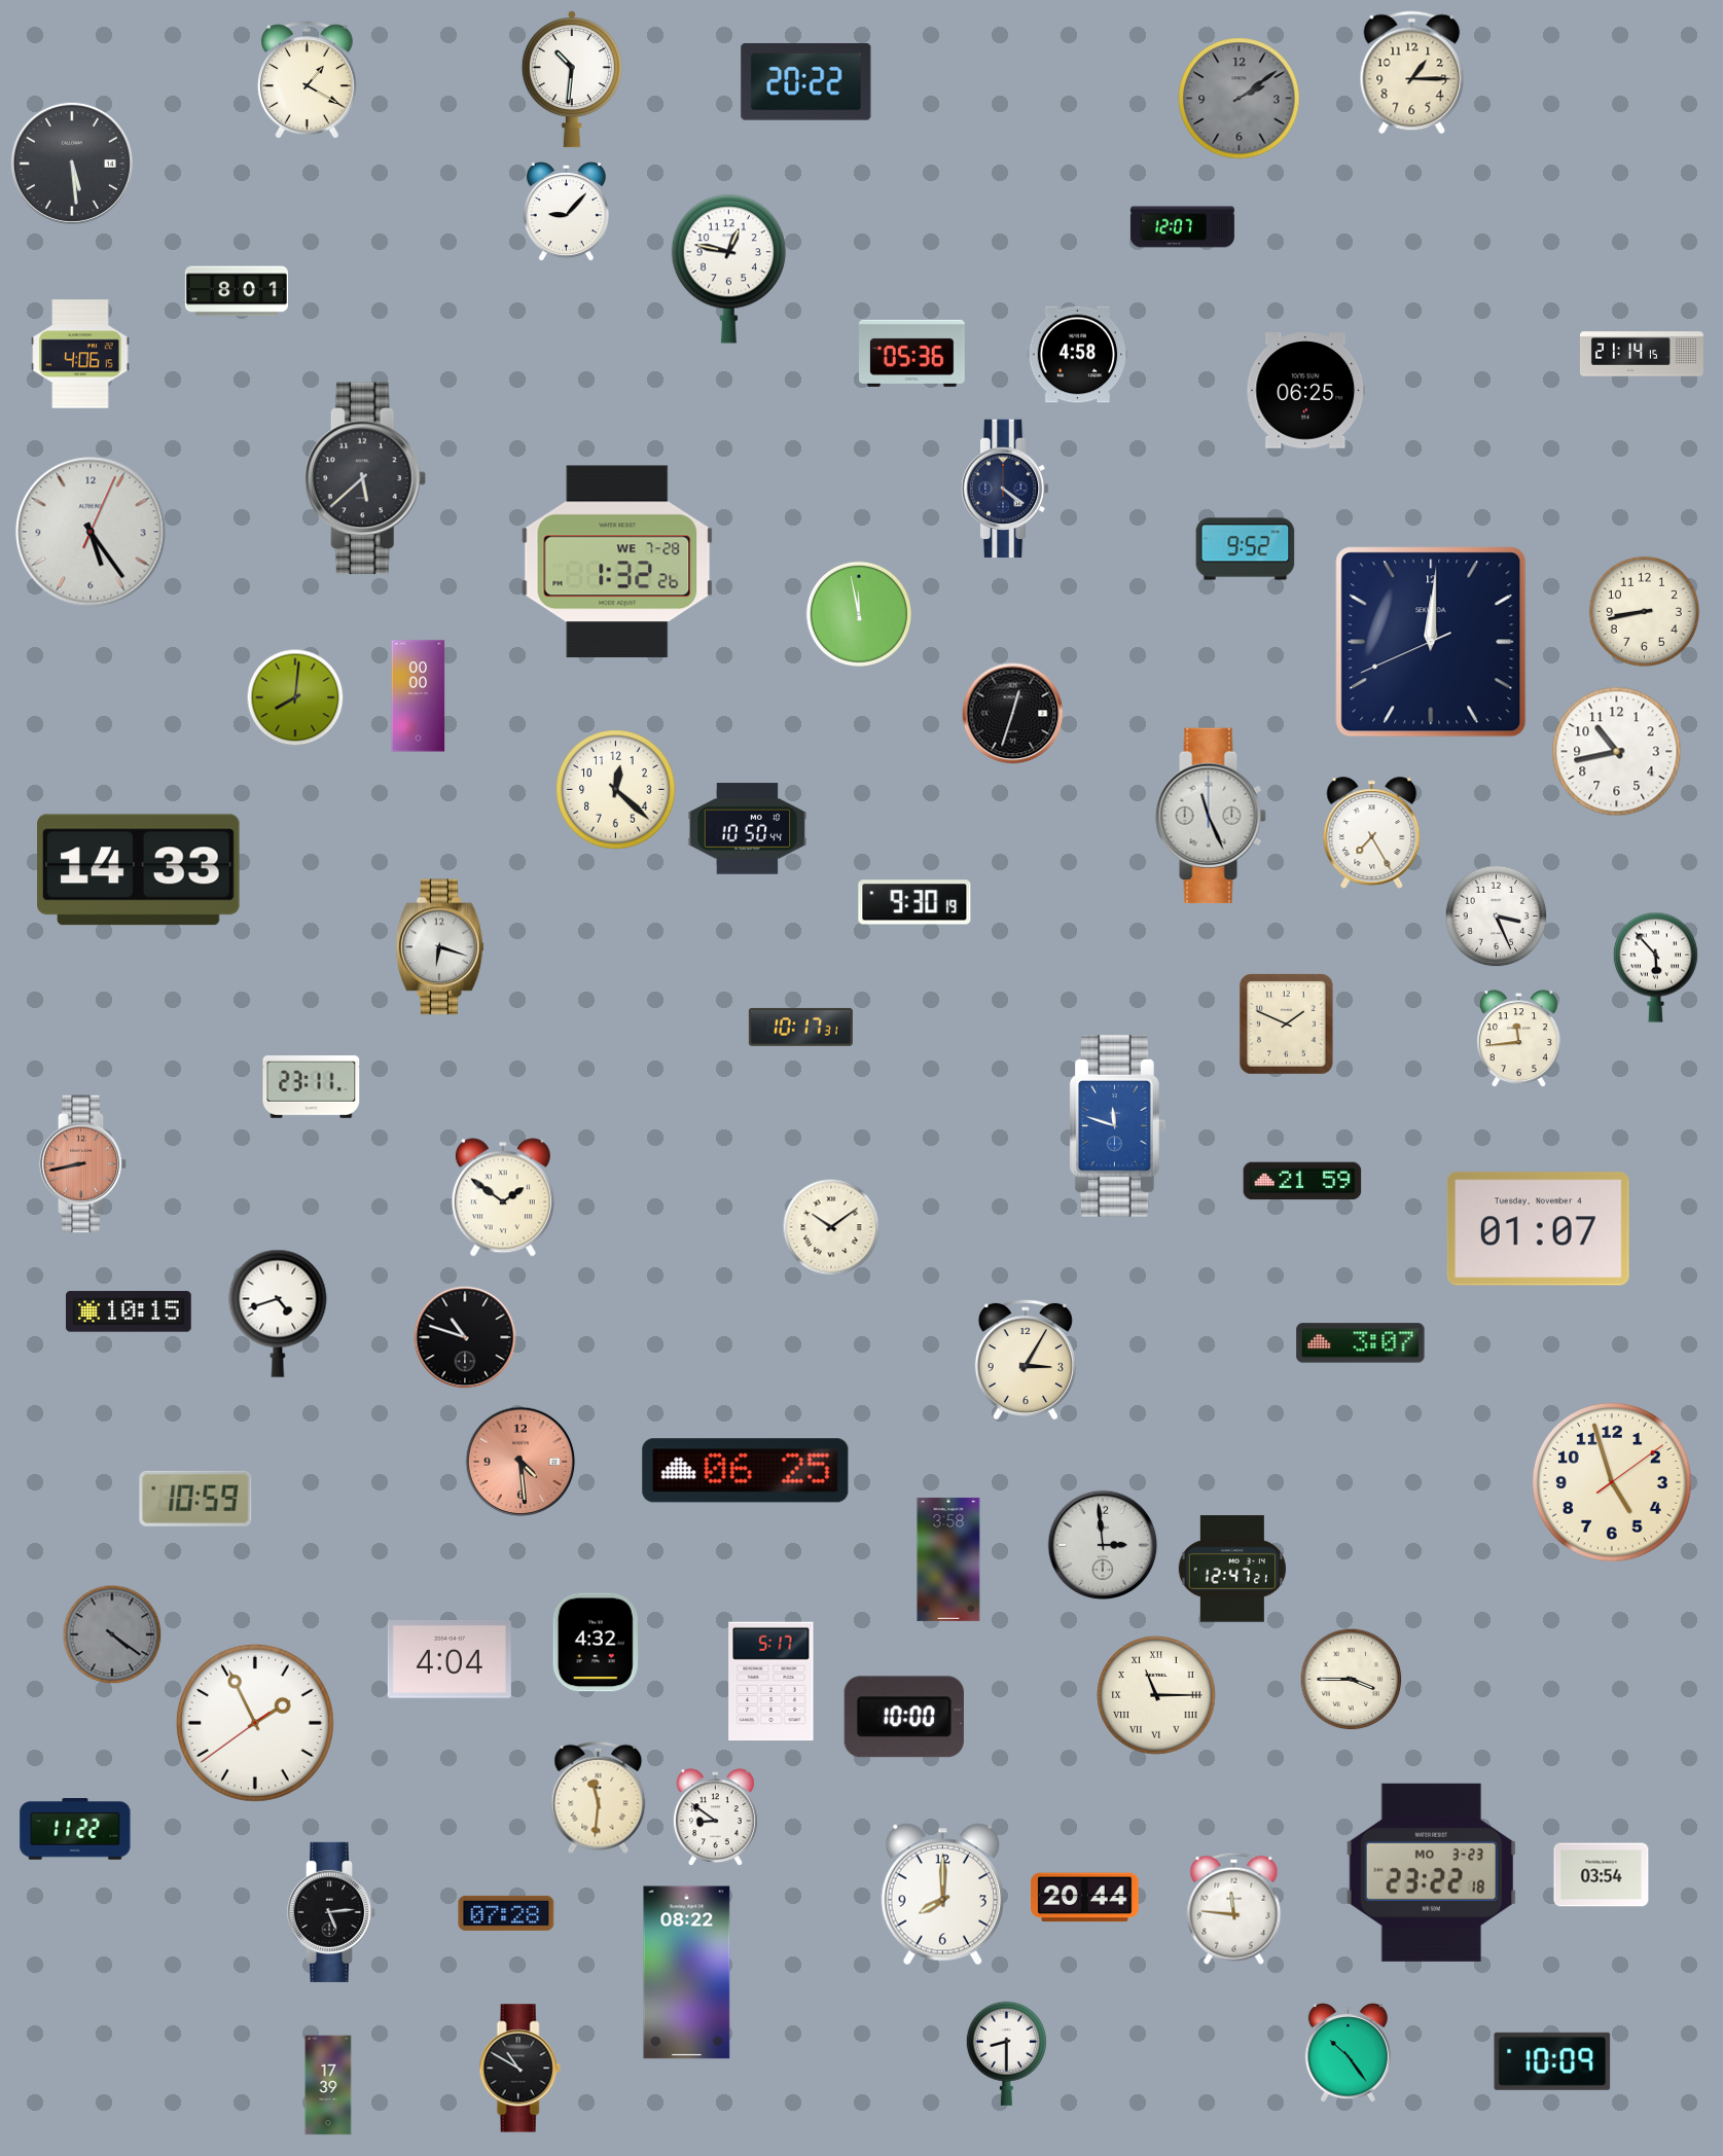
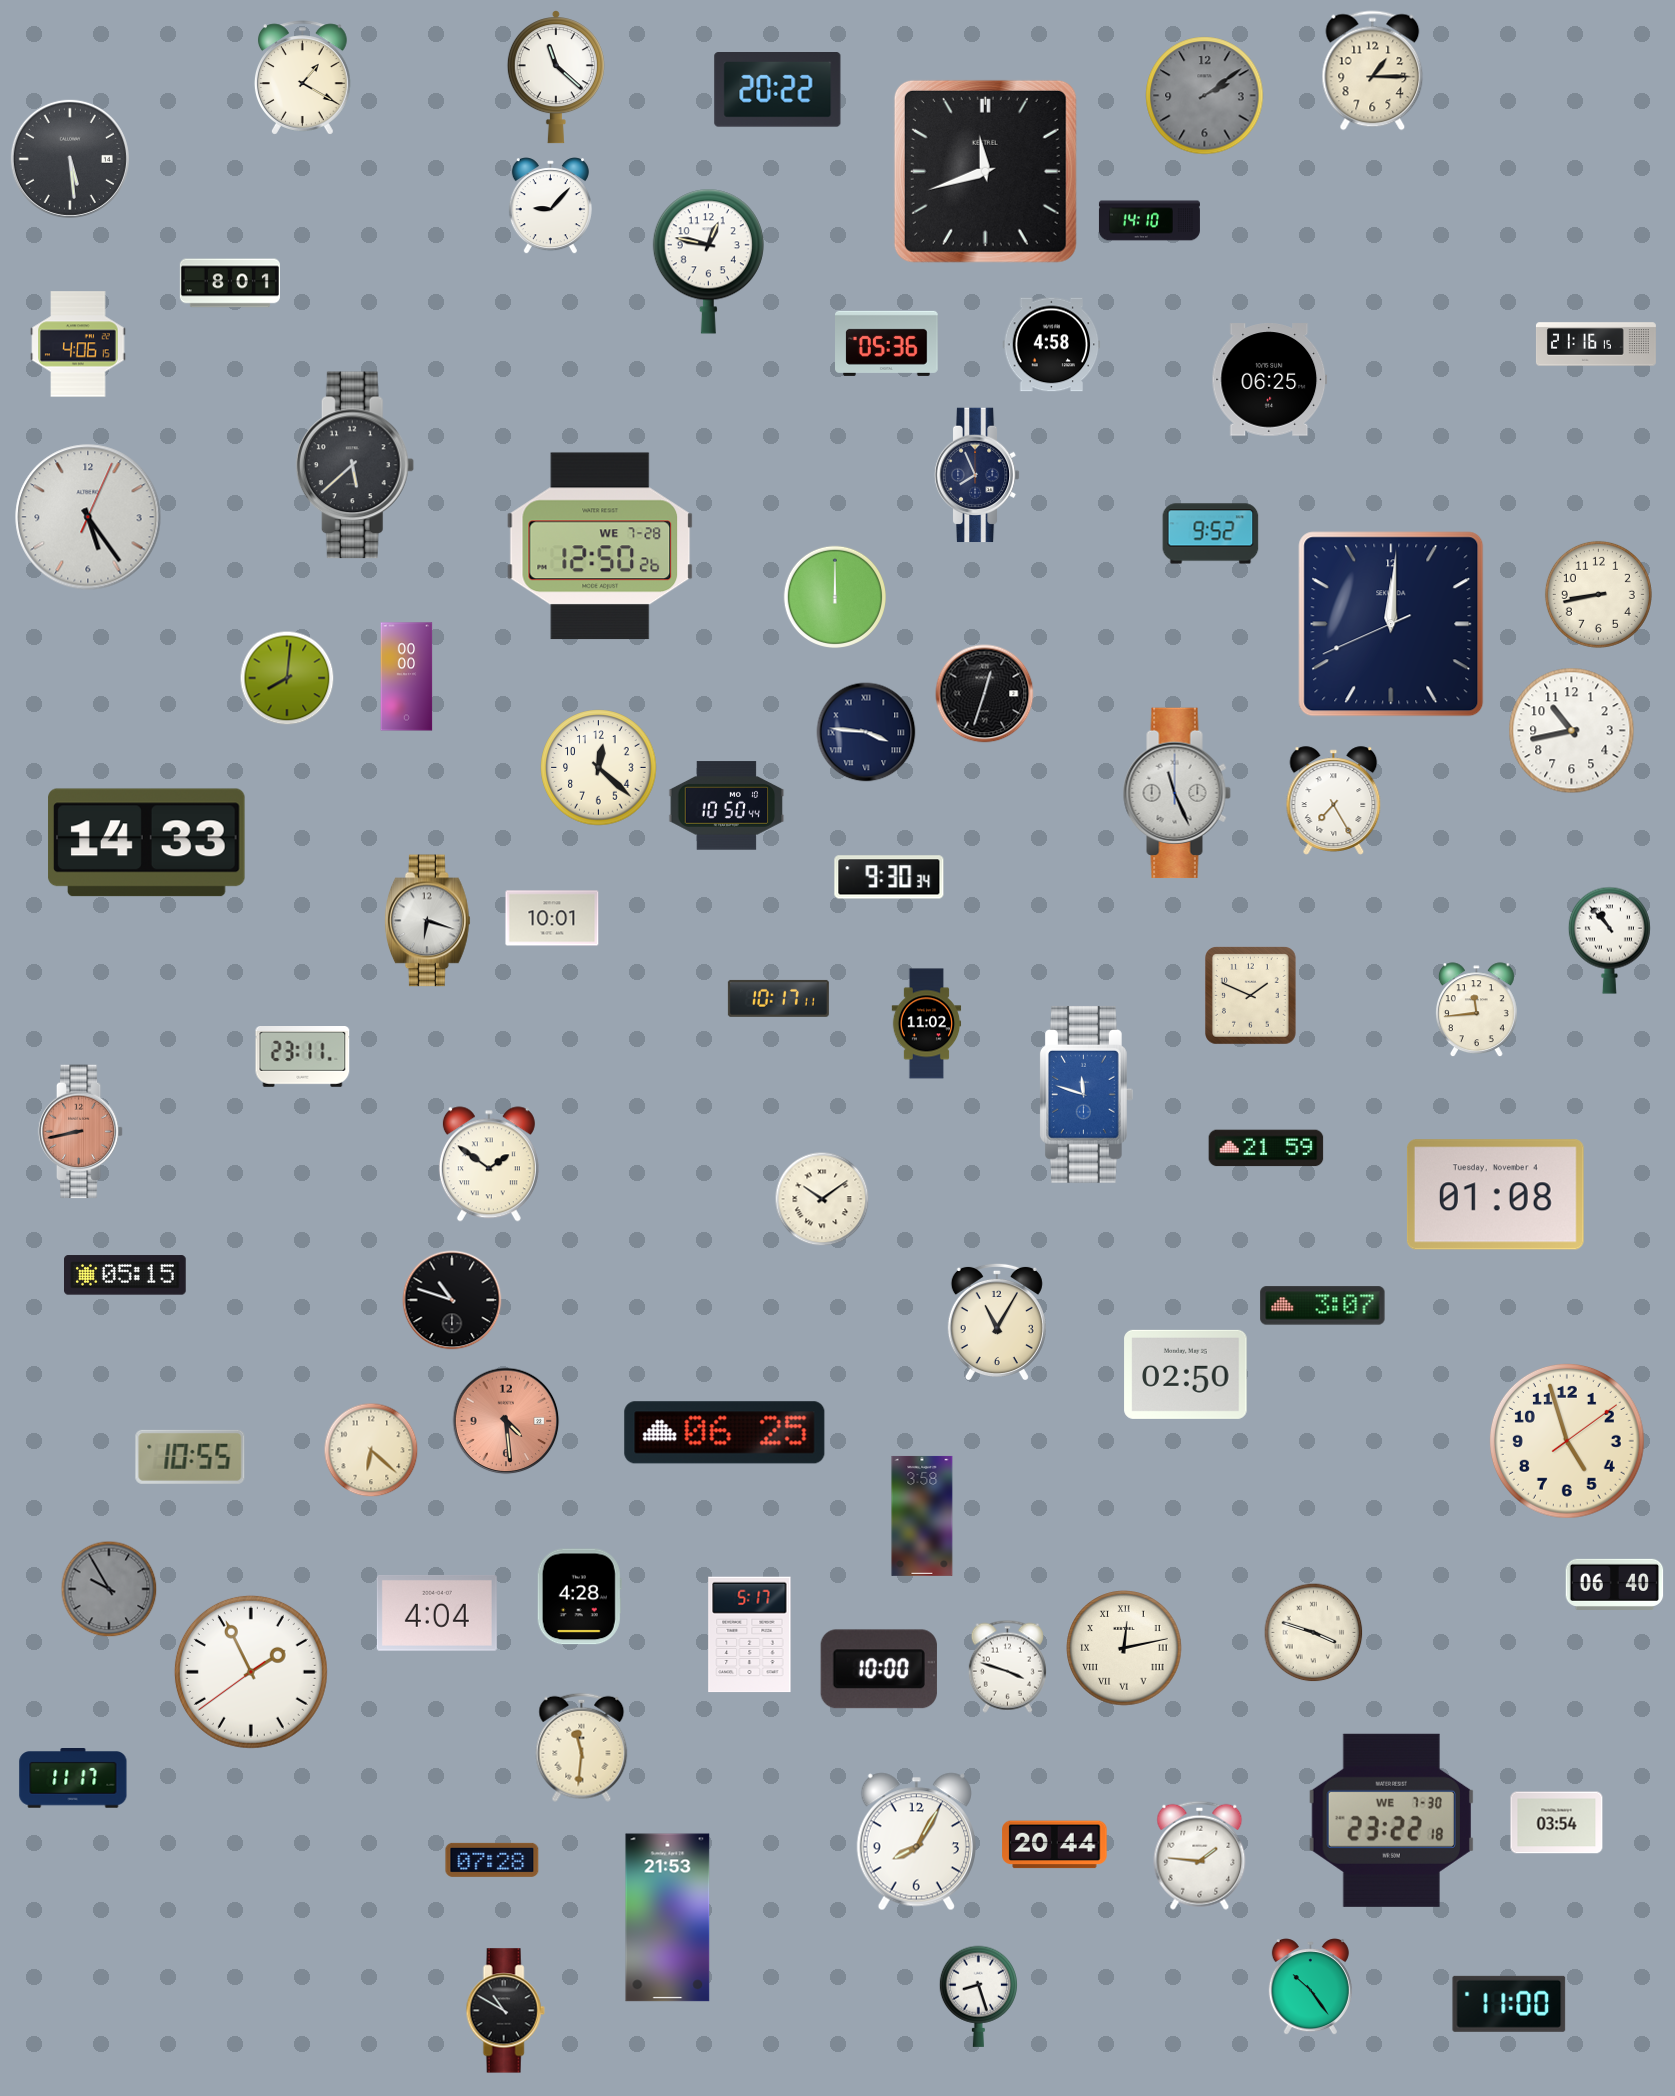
clock at (572, 79): 10:31 -> 11:22
clock at (307, 80) position: (307, 80) -> (302, 78)
clock at (806, 82) position: (806, 82) -> (778, 90)
clock at (985, 171): none -> 11:42
clock at (1182, 227): 12:07 -> 14:10
clock at (1642, 354): 21:14 -> 21:16
clock at (1078, 355) position: (1078, 355) -> (1052, 345)
clock at (1005, 489): 4:21 -> 7:56
clock at (617, 562): 1:32 -> 12:50
clock at (858, 613): 11:58 -> 12:00
clock at (866, 732): none -> 3:46
clock at (1372, 833) position: (1372, 833) -> (1334, 801)
clock at (139, 870) position: (139, 870) -> (147, 843)
clock at (914, 902): 9:30:19 -> 9:30:34
clock at (1497, 917): 3:26 -> none
clock at (552, 918): none -> 10:01
clock at (1655, 967): 5:53 -> 10:53
clock at (800, 1027): 10:17:31 -> 10:17:11
clock at (927, 1024): none -> 11:02
clock at (831, 1227) position: (831, 1227) -> (822, 1199)
clock at (1538, 1229): 01:07 -> 01:08
clock at (130, 1311): 10:15 -> 05:15
clock at (278, 1314): 4:42 -> none
clock at (1026, 1359): 3:05 -> 11:05
clock at (1186, 1374): none -> 02:50
clock at (746, 1471) position: (746, 1471) -> (725, 1433)
clock at (371, 1450): none -> 6:22
clock at (195, 1499): 10:59 -> 10:55
clock at (1103, 1545): 2:59 -> none
clock at (1232, 1569): 12:47 -> none
clock at (1615, 1584): none -> 06:40
clock at (112, 1634): 4:21 -> 9:55
clock at (596, 1643): 4:32 -> 4:28
clock at (1352, 1680): 3:45 -> 3:48
clock at (1156, 1695): 11:15 -> 12:13
clock at (1007, 1666): none -> 3:48
clock at (255, 1723) position: (255, 1723) -> (251, 1672)
clock at (715, 1818): 8:51 -> none
clock at (75, 1829): 11:22 -> 11:17
clock at (1431, 1872) date: MO 3-23 -> WE 7-30
clock at (942, 1895): 8:00 -> 8:05
clock at (1234, 1908): 11:46 -> 1:46
clock at (331, 1912): 5:14 -> none
clock at (687, 1973): 08:22 -> 21:53
clock at (1006, 2053): 8:30 -> 8:27
clock at (1348, 2053) position: (1348, 2053) -> (1310, 1987)
clock at (1552, 2061): 10:09 -> 11:00
clock at (328, 2085): 17:39 -> none
